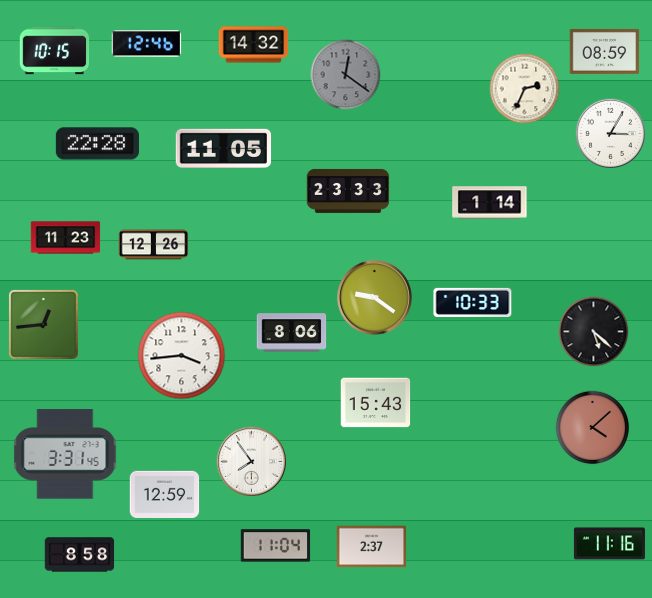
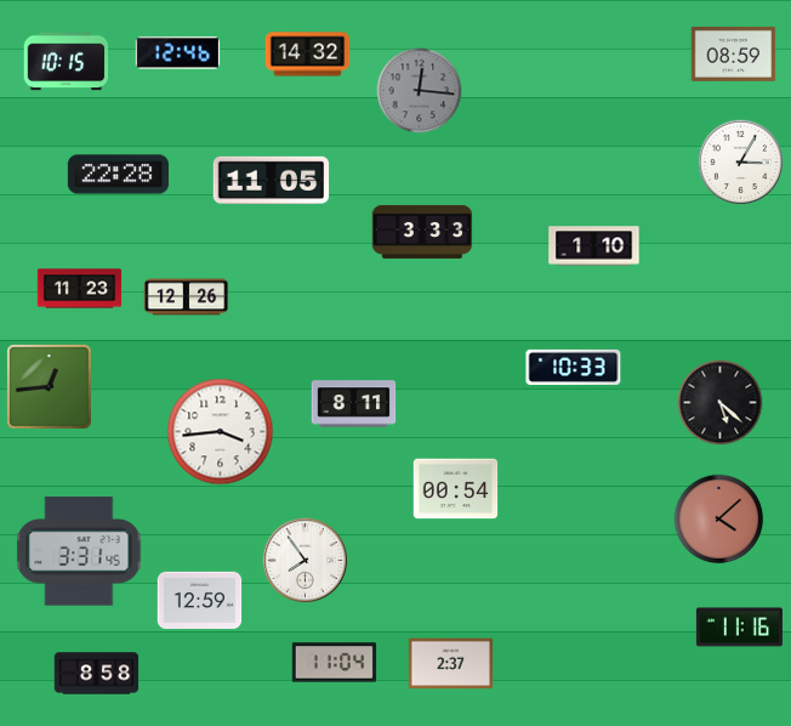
clock at (605, 51) position: (605, 51) -> (734, 53)
clock at (346, 75): 12:21 -> 12:16
clock at (525, 89): 2:34 -> none
clock at (348, 191): 23:33 -> 3:33
clock at (490, 203): 1:14 -> 1:10
clock at (375, 298): 9:21 -> none
clock at (43, 324) position: (43, 324) -> (49, 386)
clock at (292, 333): 8:06 -> 8:11
clock at (376, 403): 15:43 -> 00:54
clock at (609, 544) position: (609, 544) -> (739, 628)
